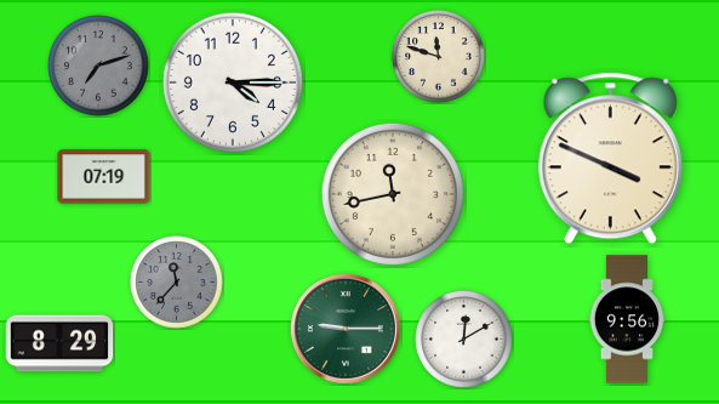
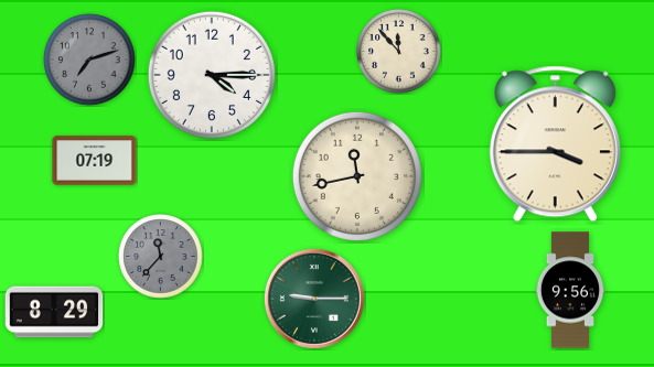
clock at (439, 57): 11:48 -> 11:53
clock at (610, 159): 3:49 -> 3:45
clock at (464, 340): 12:10 -> none
